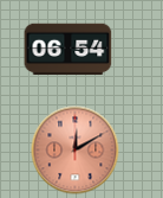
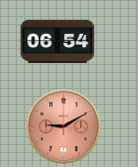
clock at (76, 151): 12:10 -> 9:10
